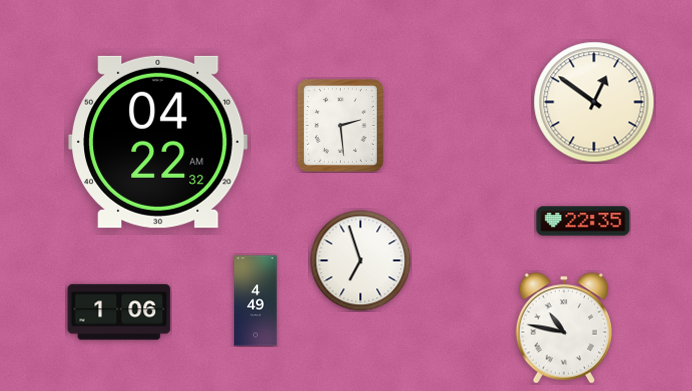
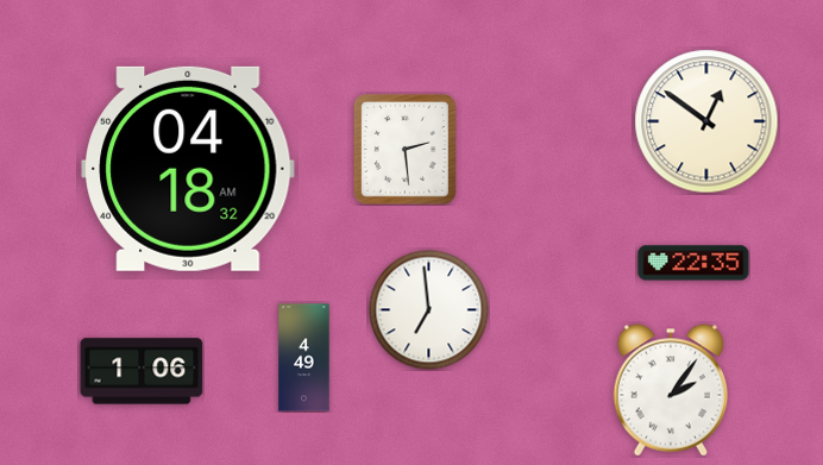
clock at (158, 142): 04:22 -> 04:18
clock at (361, 261): 6:57 -> 6:59
clock at (564, 328): 10:47 -> 2:06
